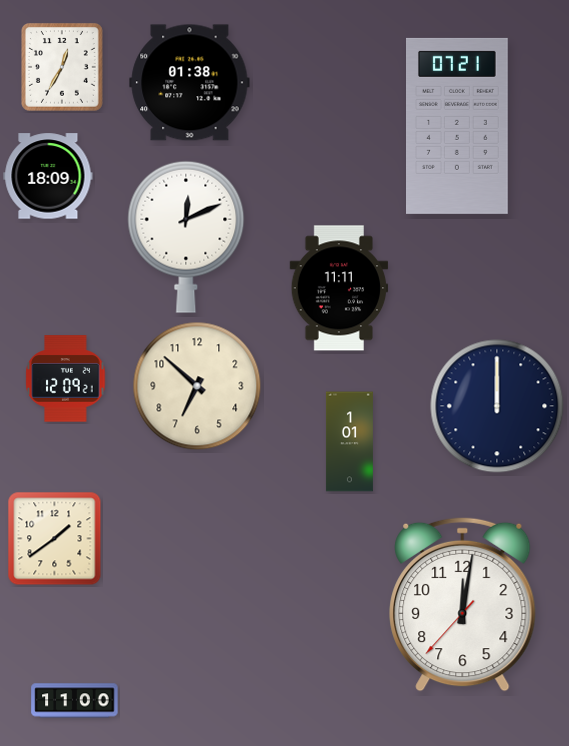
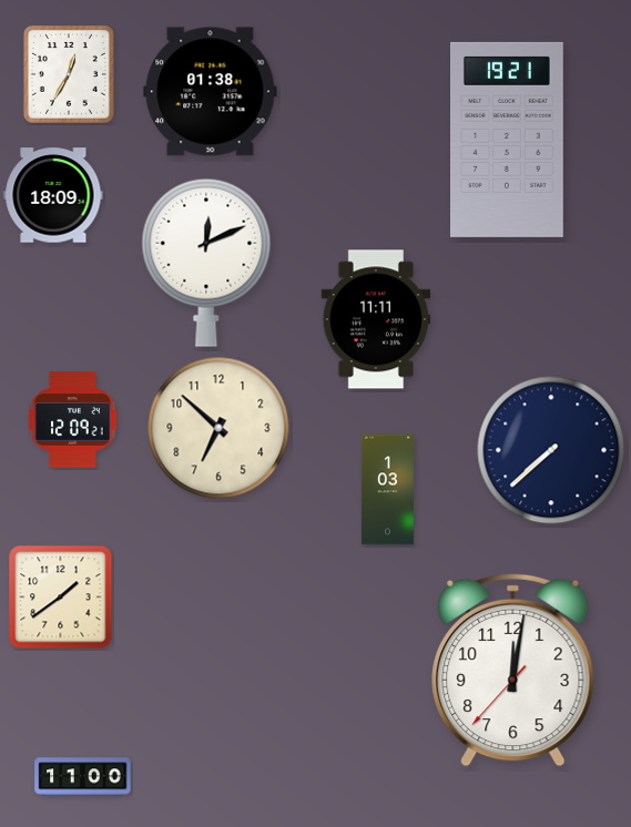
clock at (457, 126): 07:21 -> 19:21
clock at (497, 406): 12:00 -> 7:38
clock at (349, 442): 1:01 -> 1:03
